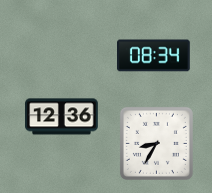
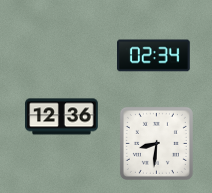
clock at (154, 56): 08:34 -> 02:34
clock at (156, 143): 8:35 -> 8:31
